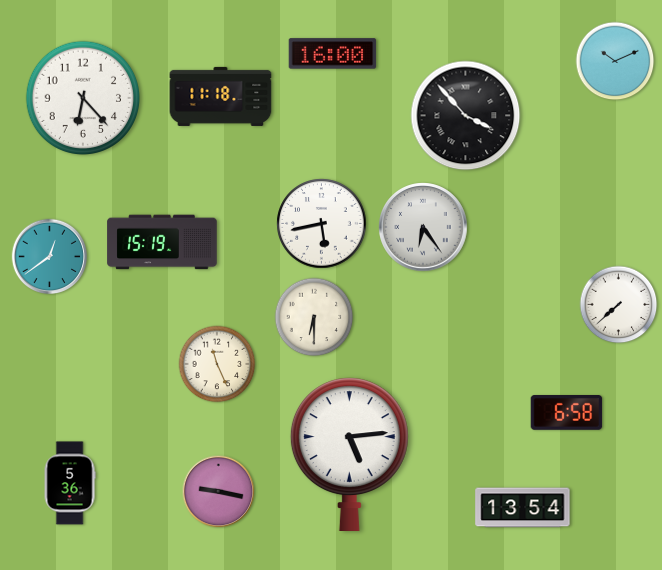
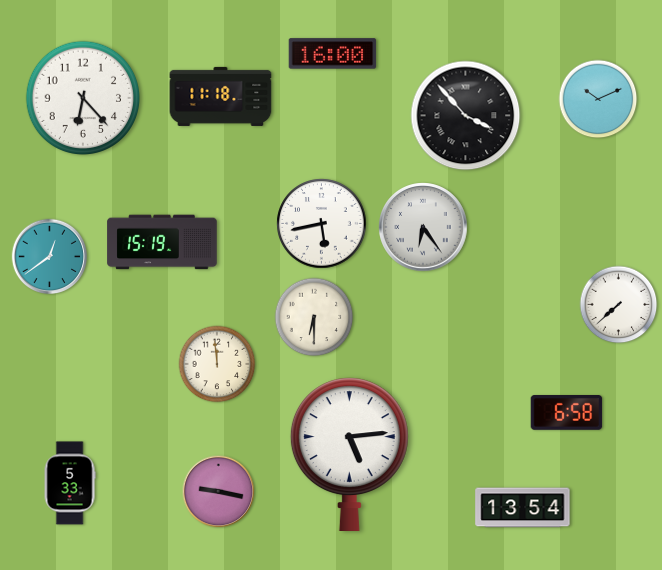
clock at (615, 61) position: (615, 61) -> (598, 99)
clock at (217, 364): 11:26 -> 11:59
clock at (70, 483): 5:36 -> 5:33
